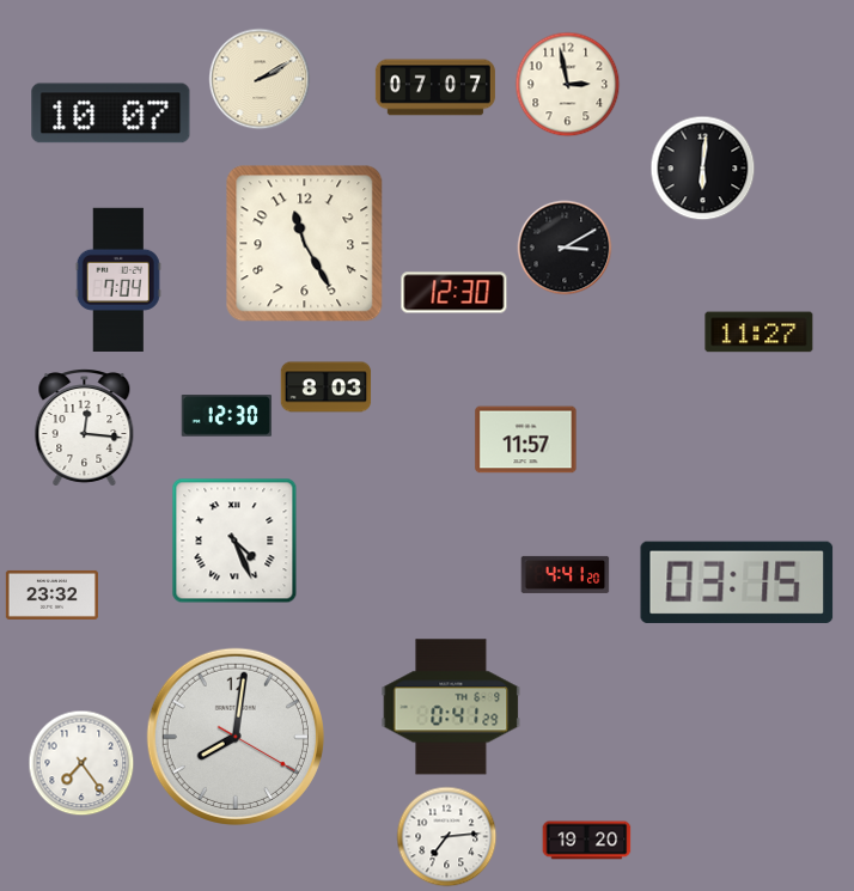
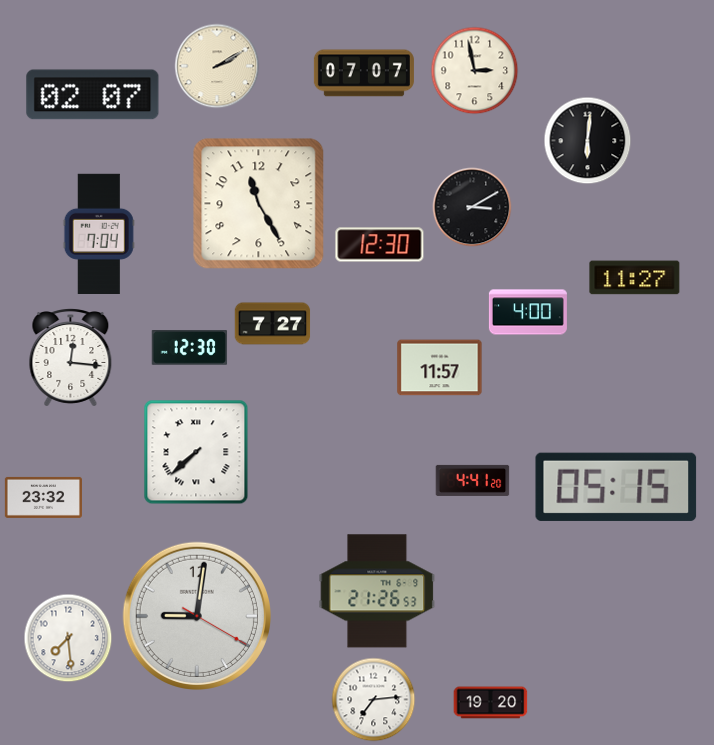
clock at (111, 114): 10:07 -> 02:07
clock at (305, 244) position: (305, 244) -> (259, 204)
clock at (528, 312): none -> 4:00
clock at (327, 387): 8:03 -> 7:27
clock at (234, 541): 4:26 -> 7:38
clock at (737, 582): 03:15 -> 05:15
clock at (451, 707): 0:41 -> 21:26
clock at (236, 737): 8:01 -> 9:01
clock at (81, 763): 7:24 -> 7:29
